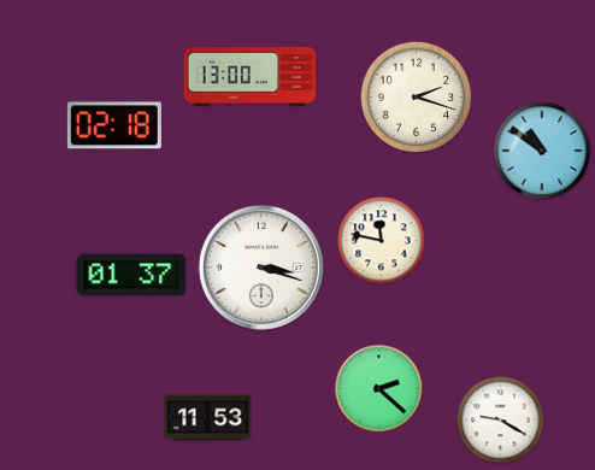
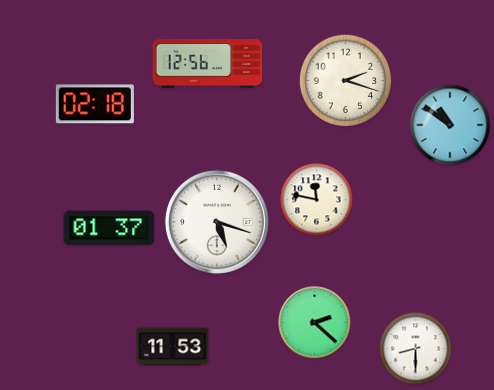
clock at (251, 77): 13:00 -> 12:56
clock at (261, 268): 3:18 -> 5:18
clock at (501, 421): 9:20 -> 8:30
